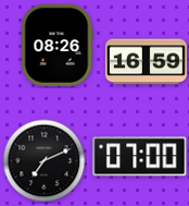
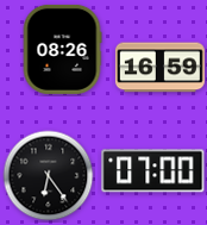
clock at (45, 161): 7:11 -> 6:24
